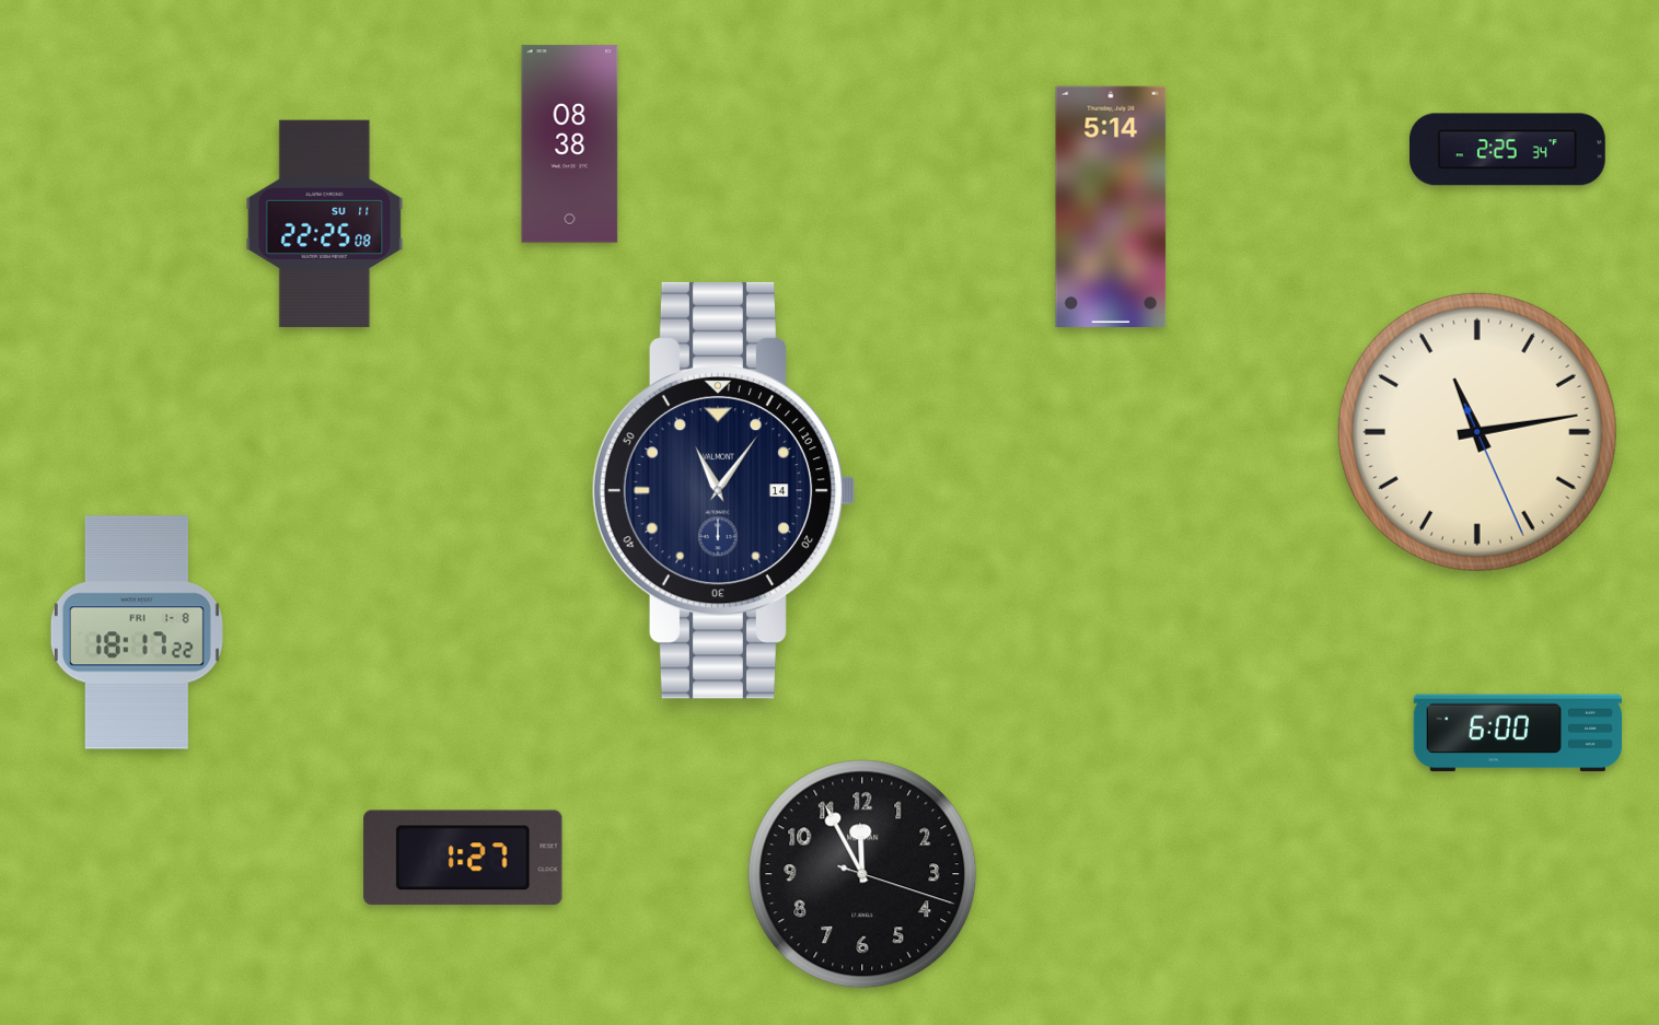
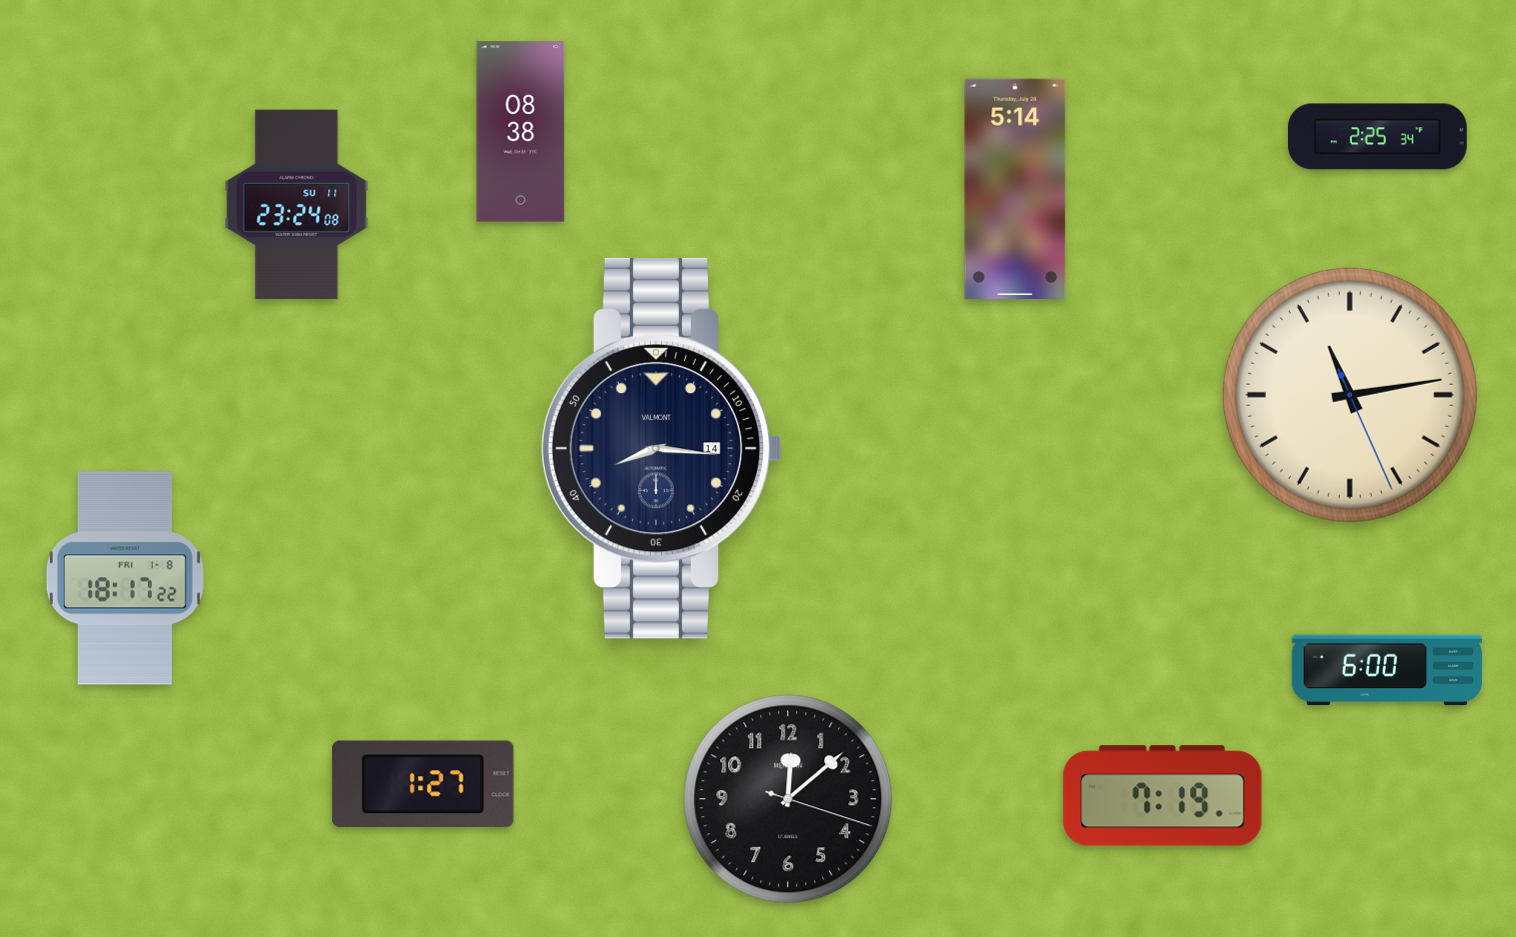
clock at (325, 224): 22:25 -> 23:24
clock at (723, 490): 11:06 -> 8:16
clock at (1163, 796): none -> 7:19
clock at (862, 874): 11:55 -> 12:08
